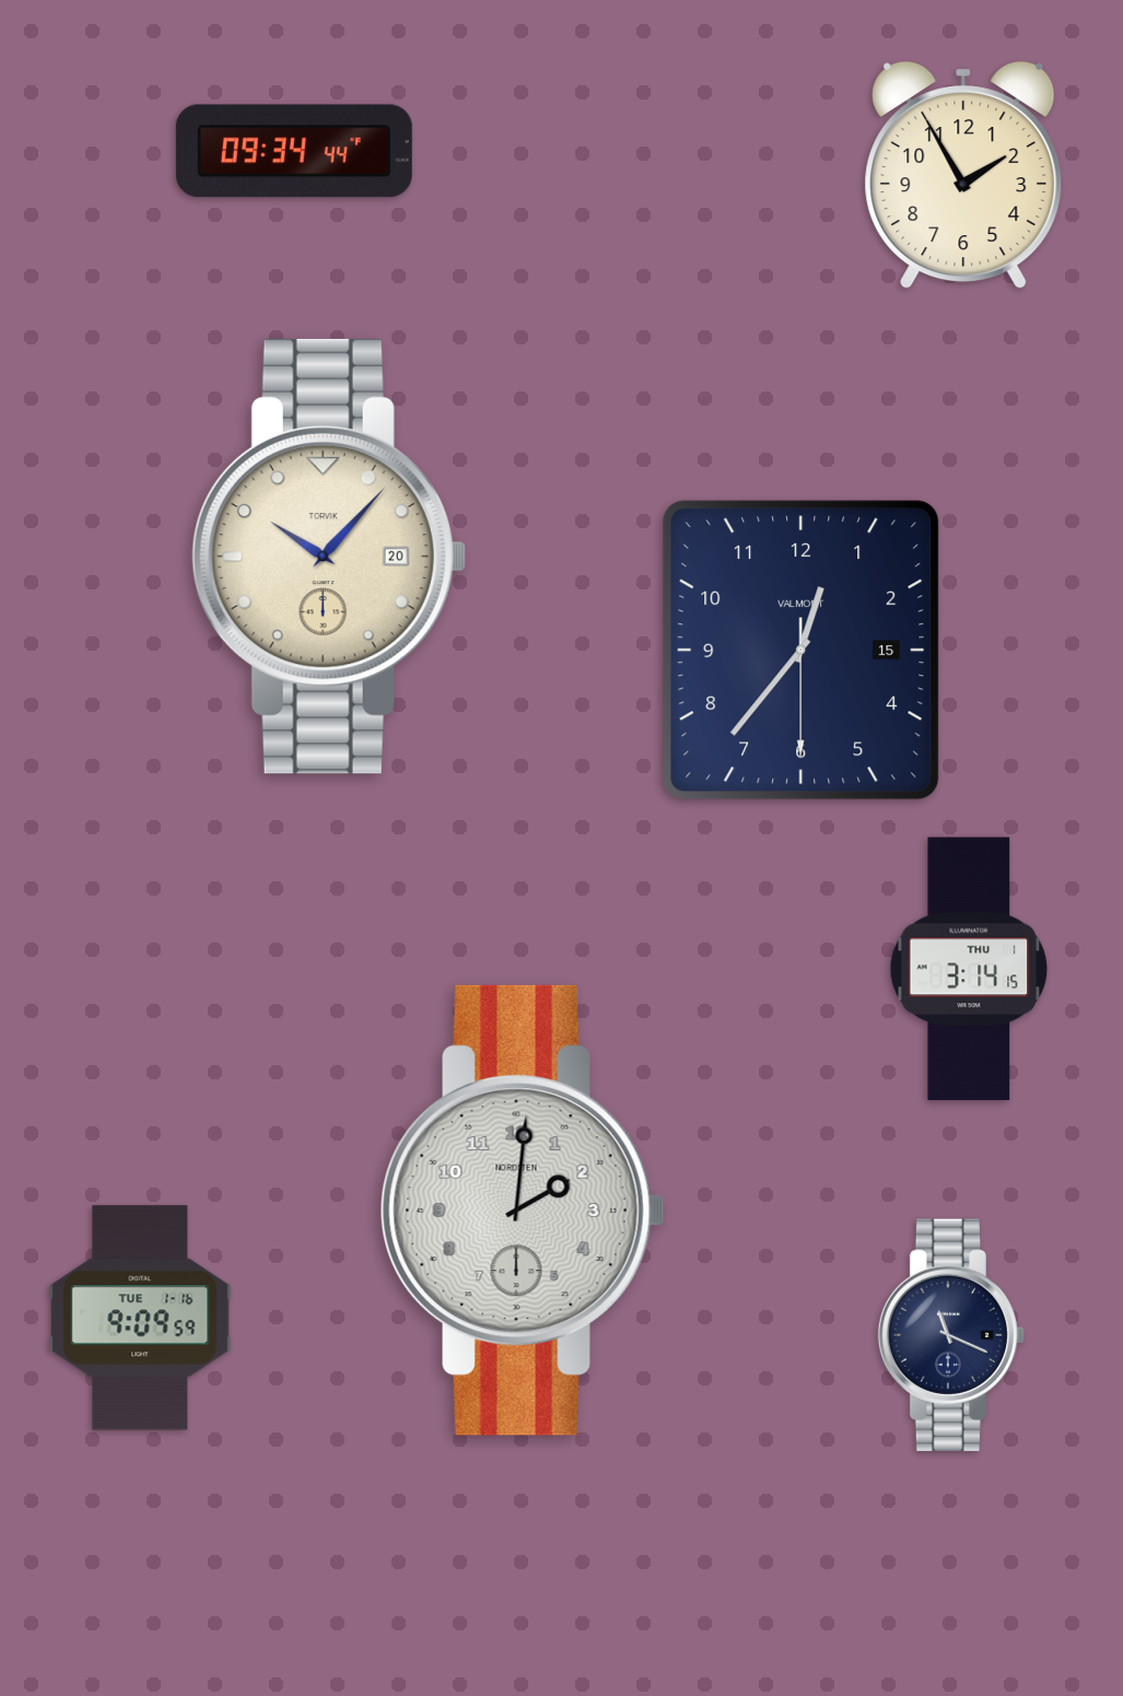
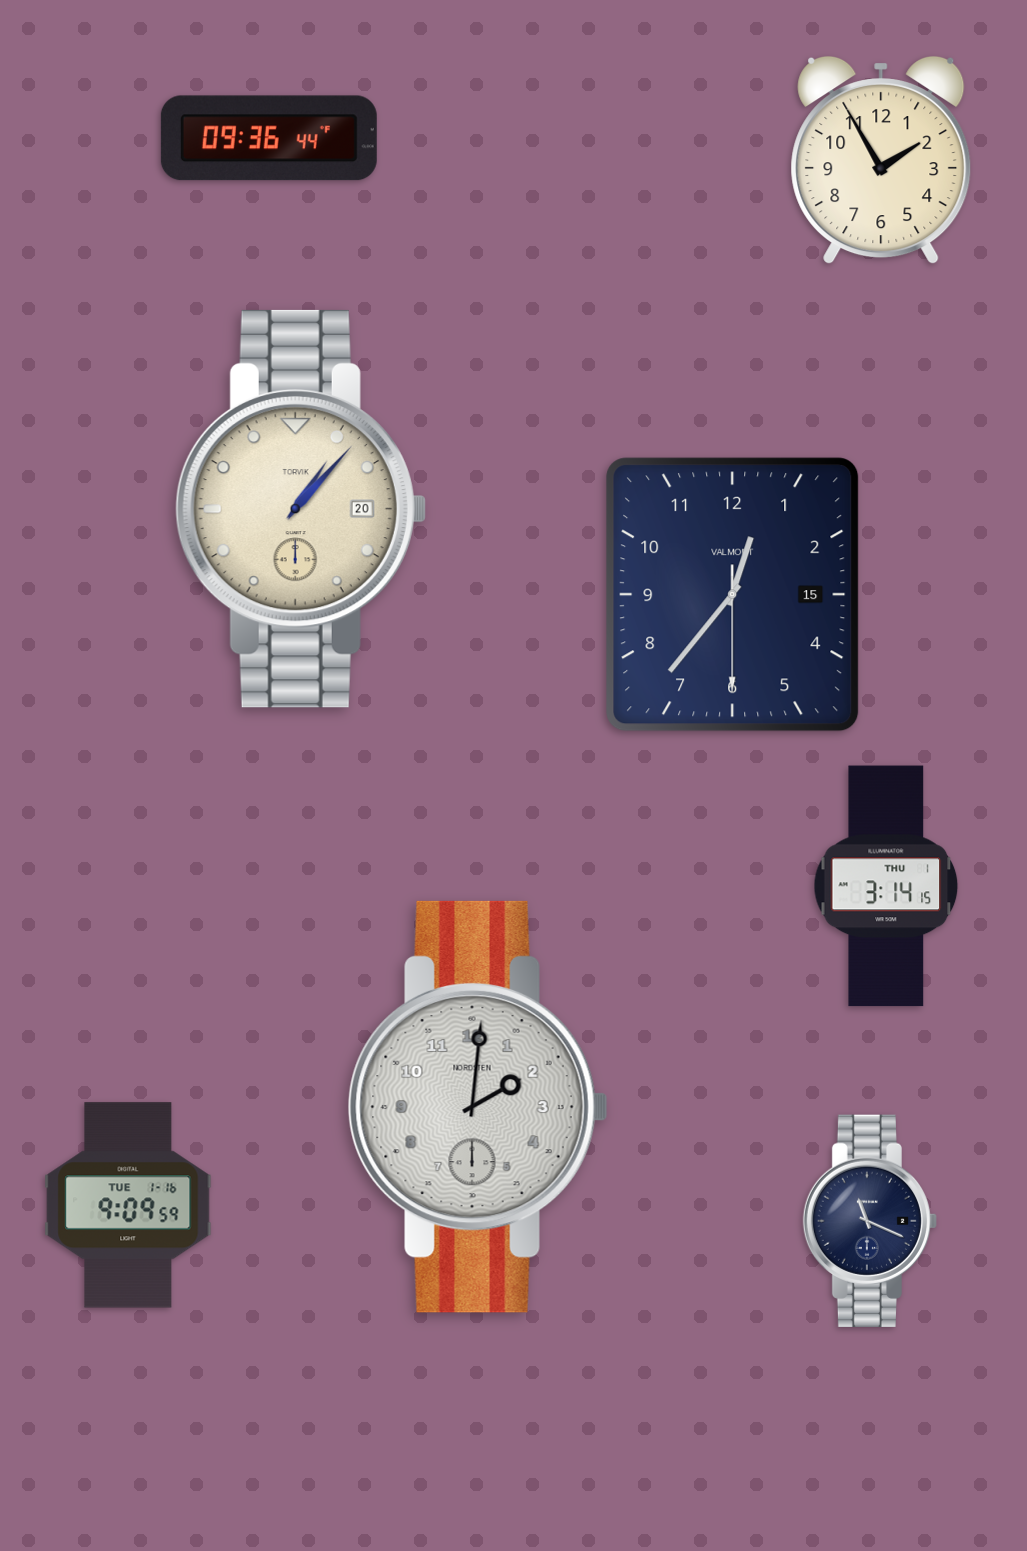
clock at (294, 151): 09:34 -> 09:36
clock at (329, 557): 10:07 -> 1:07
